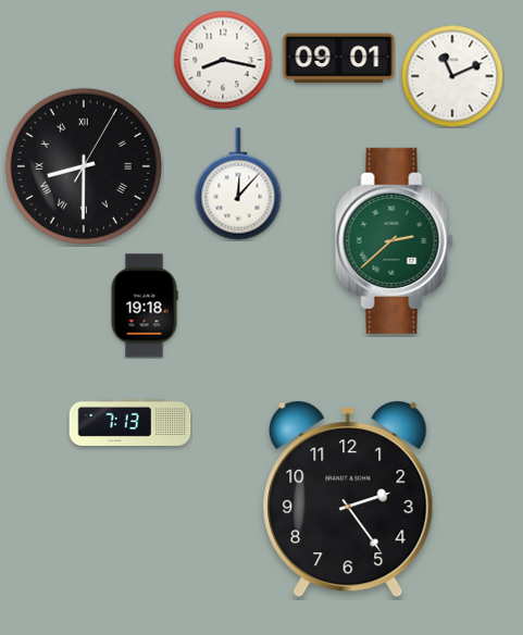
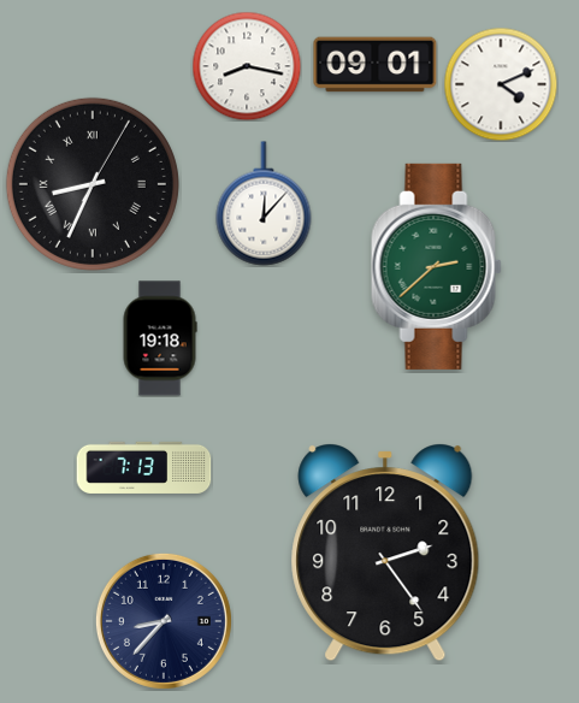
clock at (452, 76): 11:11 -> 4:11
clock at (84, 166): 8:30 -> 8:34
clock at (164, 621): none -> 8:37
